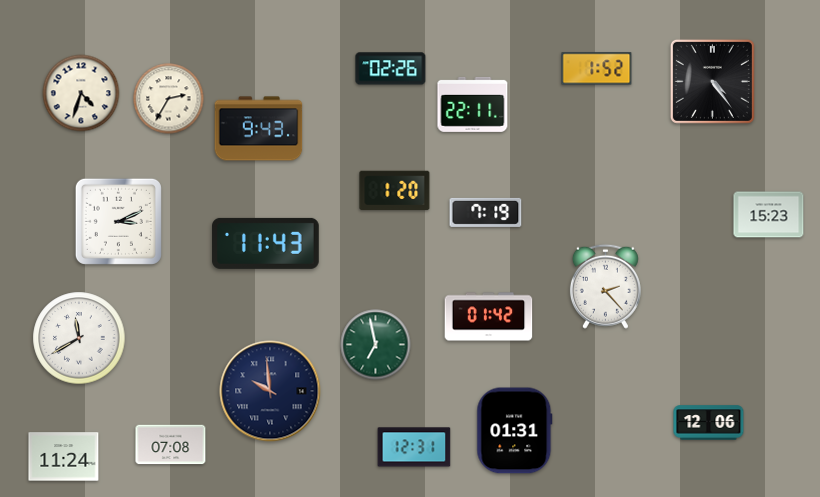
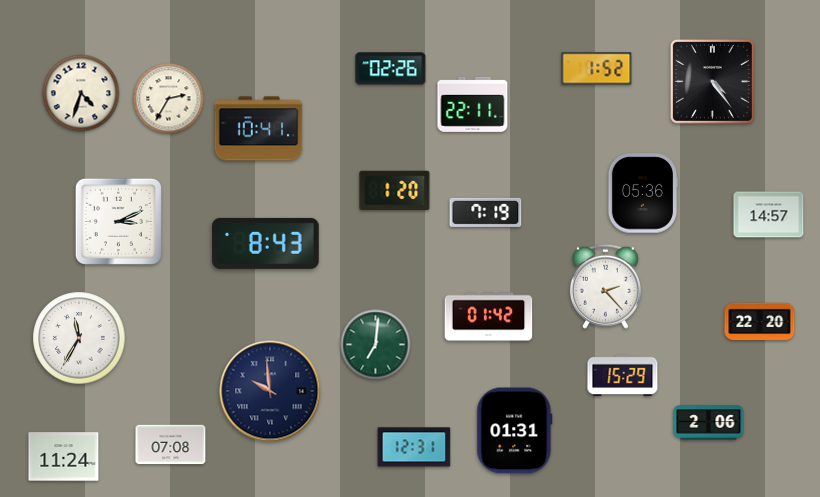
clock at (259, 129): 9:43 -> 10:41
clock at (643, 193): none -> 05:36
clock at (769, 215): 15:23 -> 14:57
clock at (266, 243): 11:43 -> 8:43
clock at (760, 322): none -> 22:20
clock at (79, 338): 11:40 -> 11:35
clock at (376, 345): 6:58 -> 7:01
clock at (623, 376): none -> 15:29
clock at (709, 423): 12:06 -> 2:06
